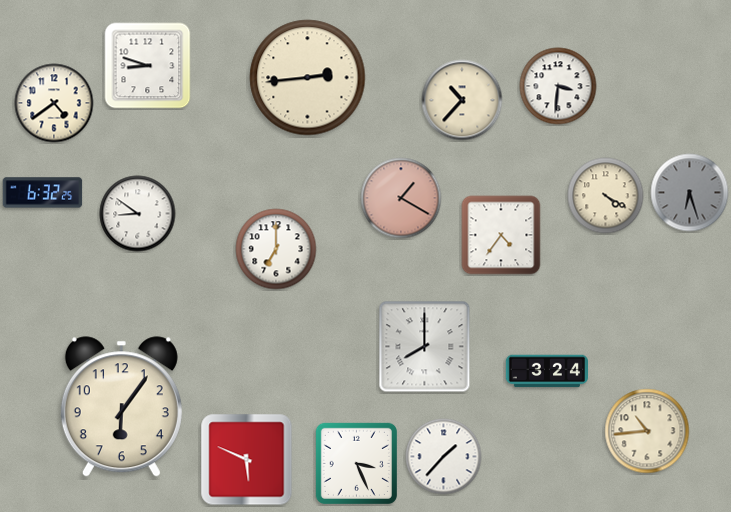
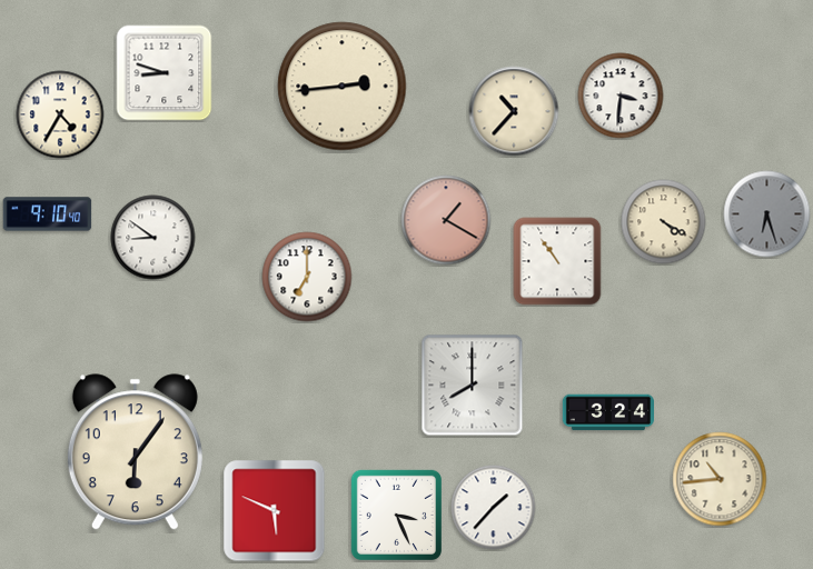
clock at (54, 103): 4:39 -> 4:35
clock at (43, 193): 6:32 -> 9:10
clock at (606, 196) position: (606, 196) -> (664, 222)
clock at (501, 235): 4:36 -> 10:54
